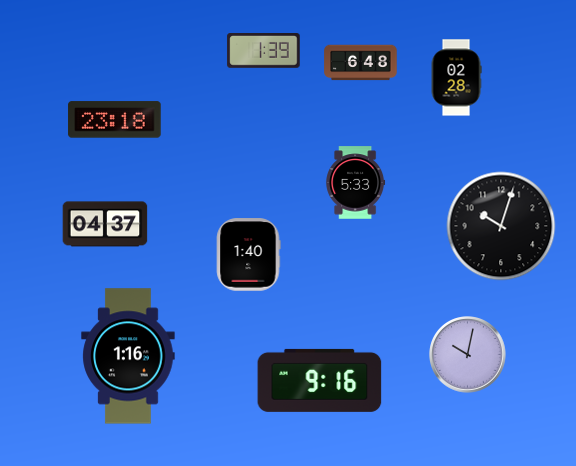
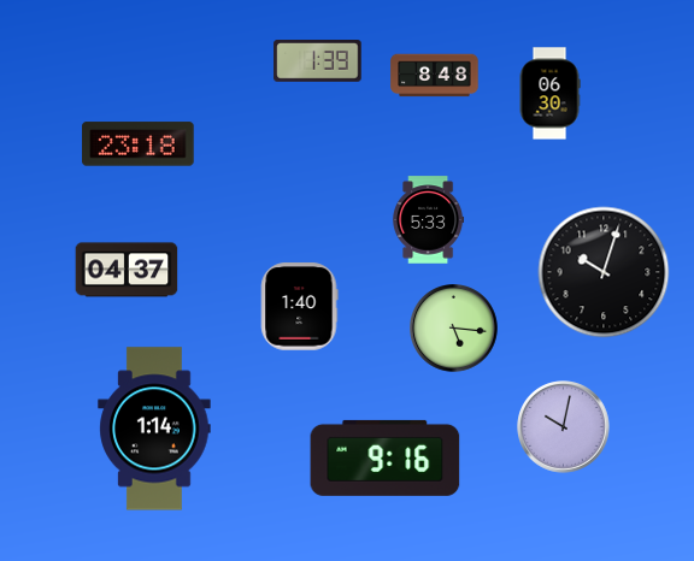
clock at (361, 63): 6:48 -> 8:48
clock at (456, 78): 02:28 -> 06:30
clock at (454, 329): none -> 5:16
clock at (128, 356): 1:16 -> 1:14
